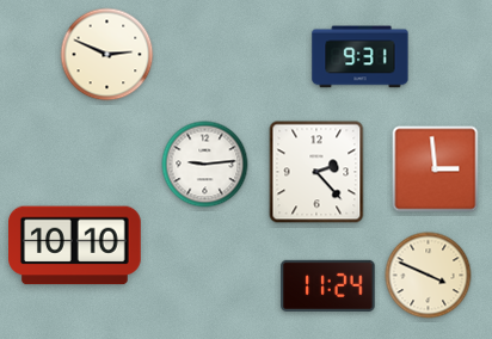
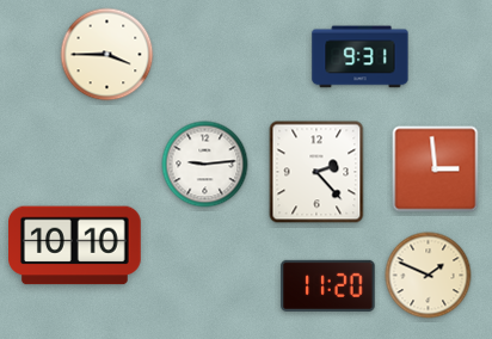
clock at (107, 55): 2:49 -> 3:45
clock at (429, 276): 3:49 -> 1:49
clock at (328, 285): 11:24 -> 11:20
